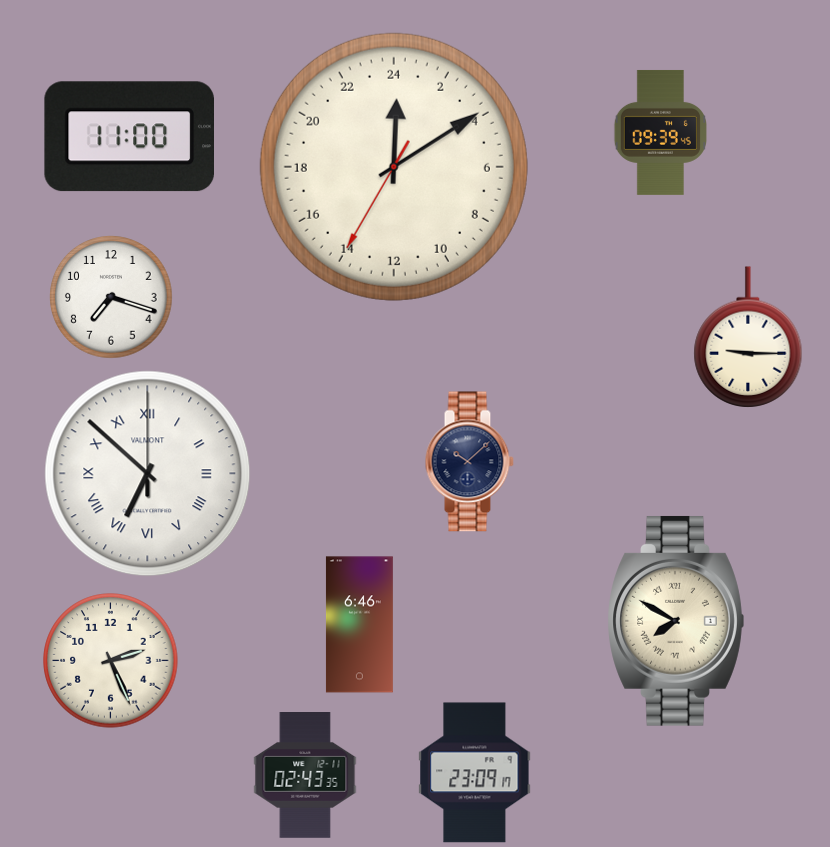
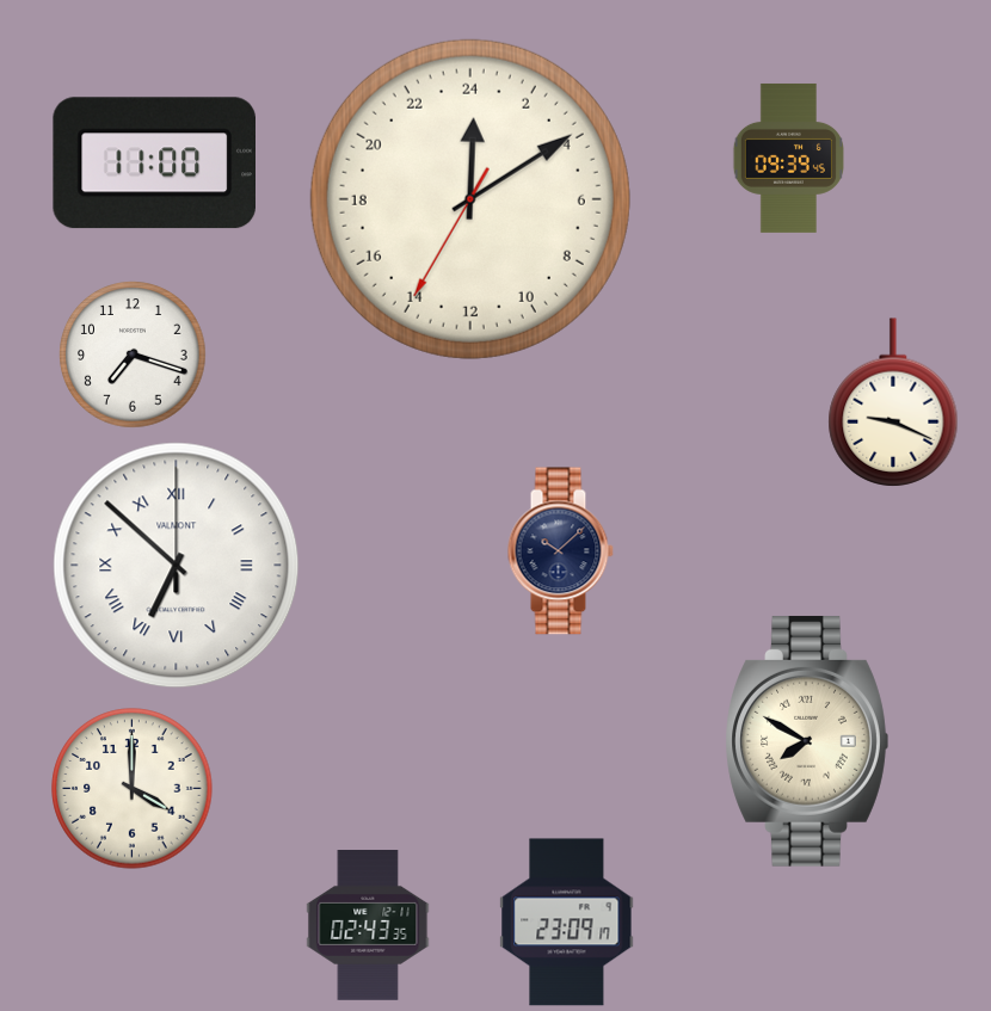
clock at (748, 337): 9:15 -> 9:19
clock at (359, 625): 6:46 -> none
clock at (111, 661): 2:26 -> 4:00
clock at (305, 776) position: (305, 776) -> (368, 926)
